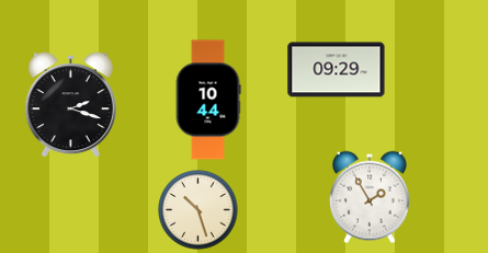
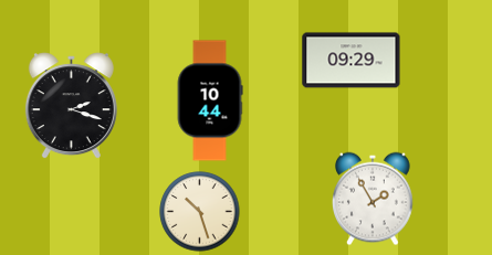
clock at (337, 70) position: (337, 70) -> (352, 61)
